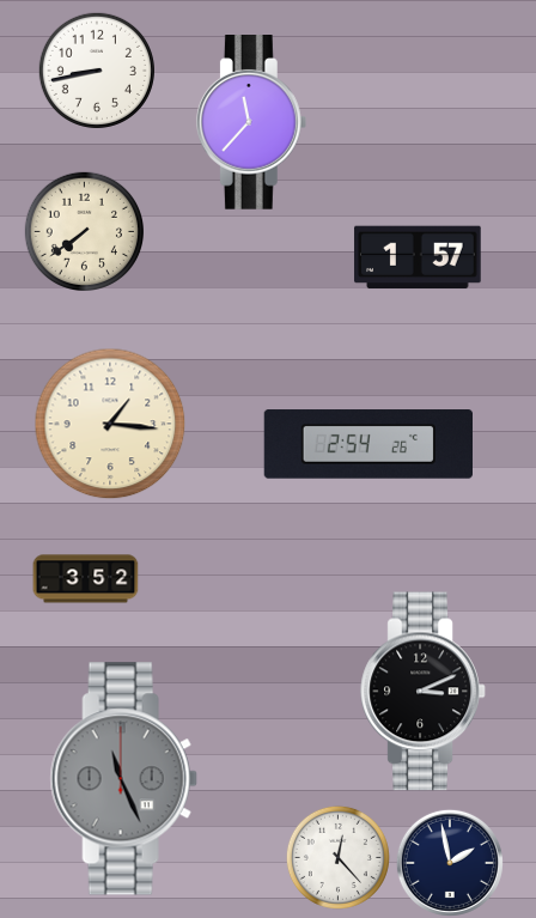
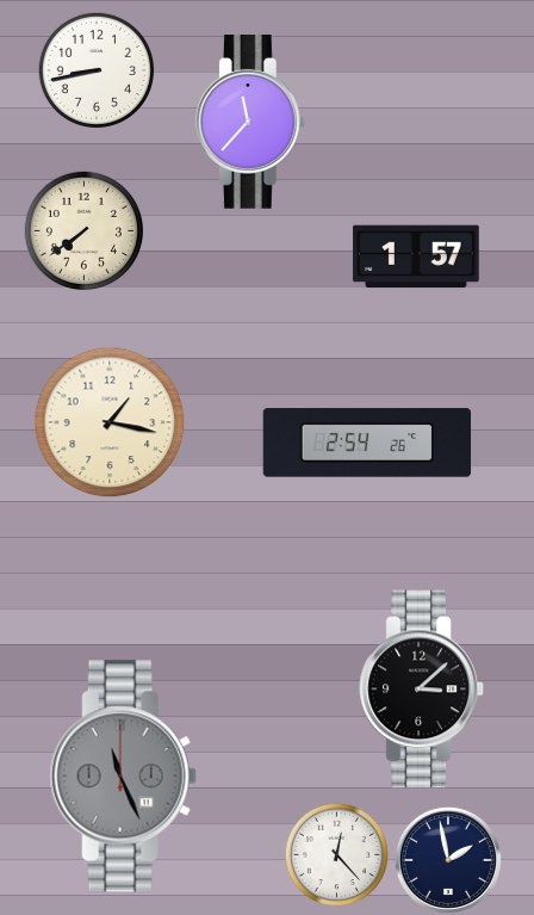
clock at (110, 424): 1:16 -> 1:17
clock at (86, 579): 3:52 -> none
clock at (424, 692): 3:11 -> 3:08
